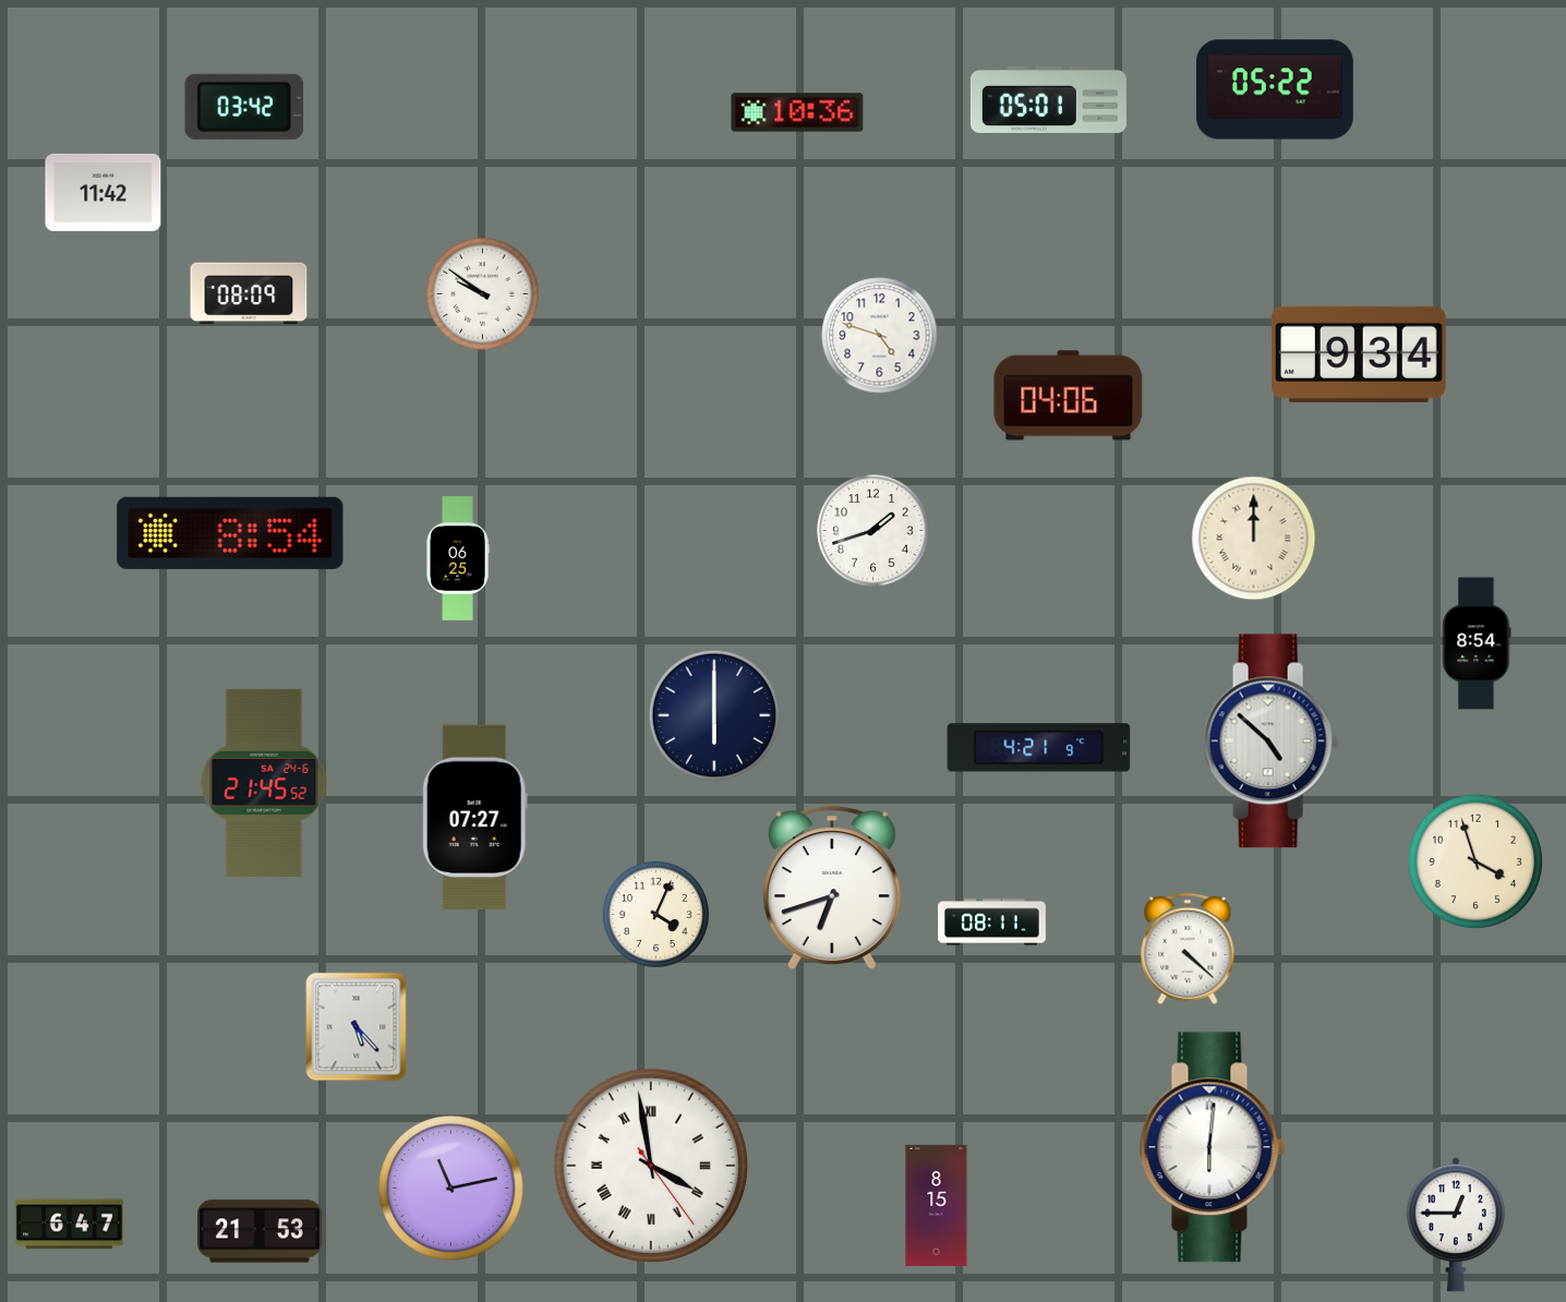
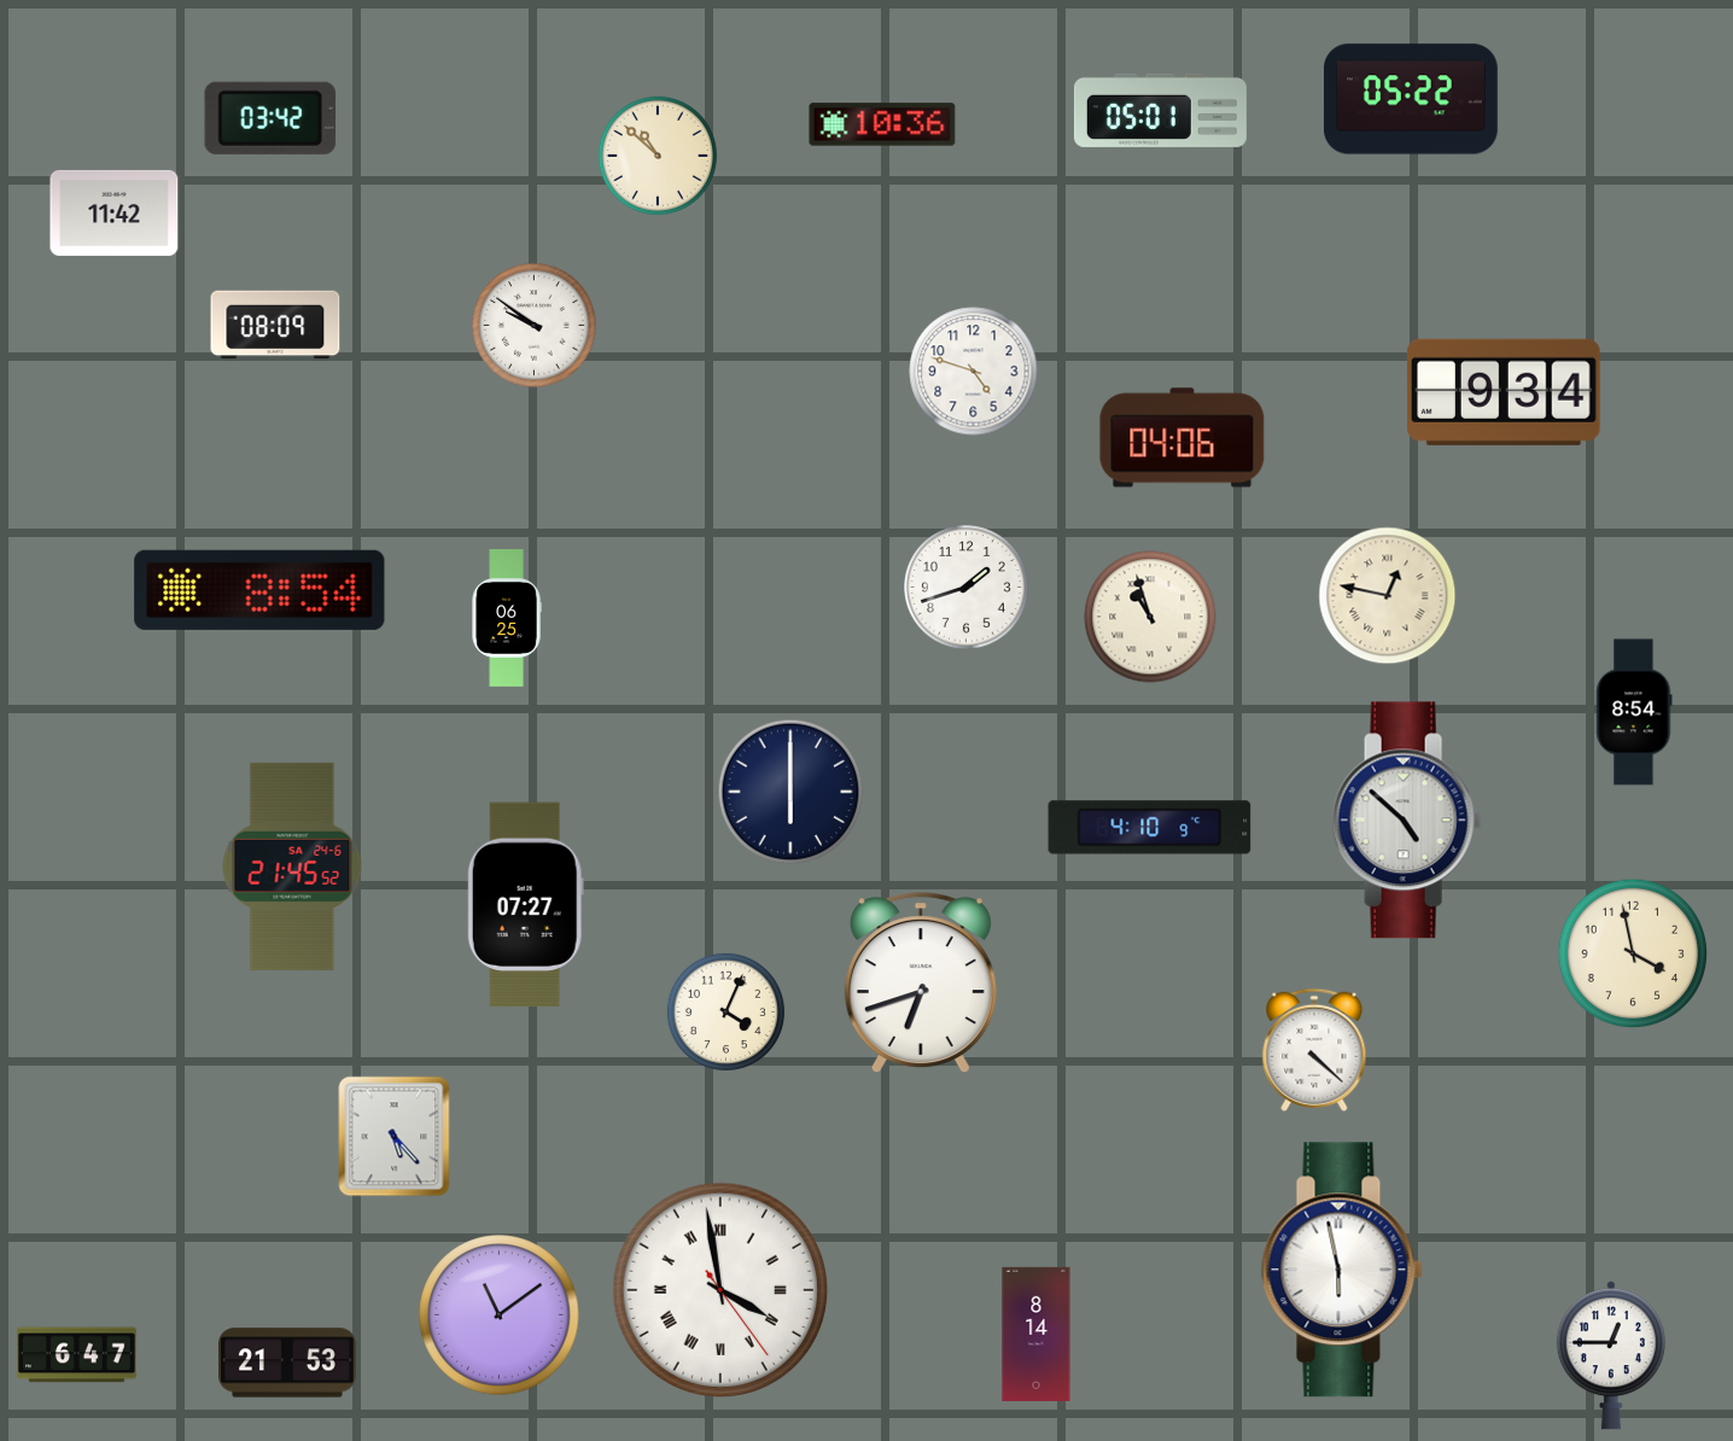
clock at (658, 156): none -> 10:52
clock at (230, 533) position: (230, 533) -> (259, 590)
clock at (1254, 539): 12:00 -> 12:47
clock at (1150, 617): none -> 10:57
clock at (1039, 748): 4:21 -> 4:10
clock at (1474, 860): 3:57 -> 3:58
clock at (992, 923): 08:11 -> none
clock at (1213, 1147): 6:01 -> 5:58
clock at (451, 1189): 11:13 -> 11:09
clock at (937, 1205): 8:15 -> 8:14
